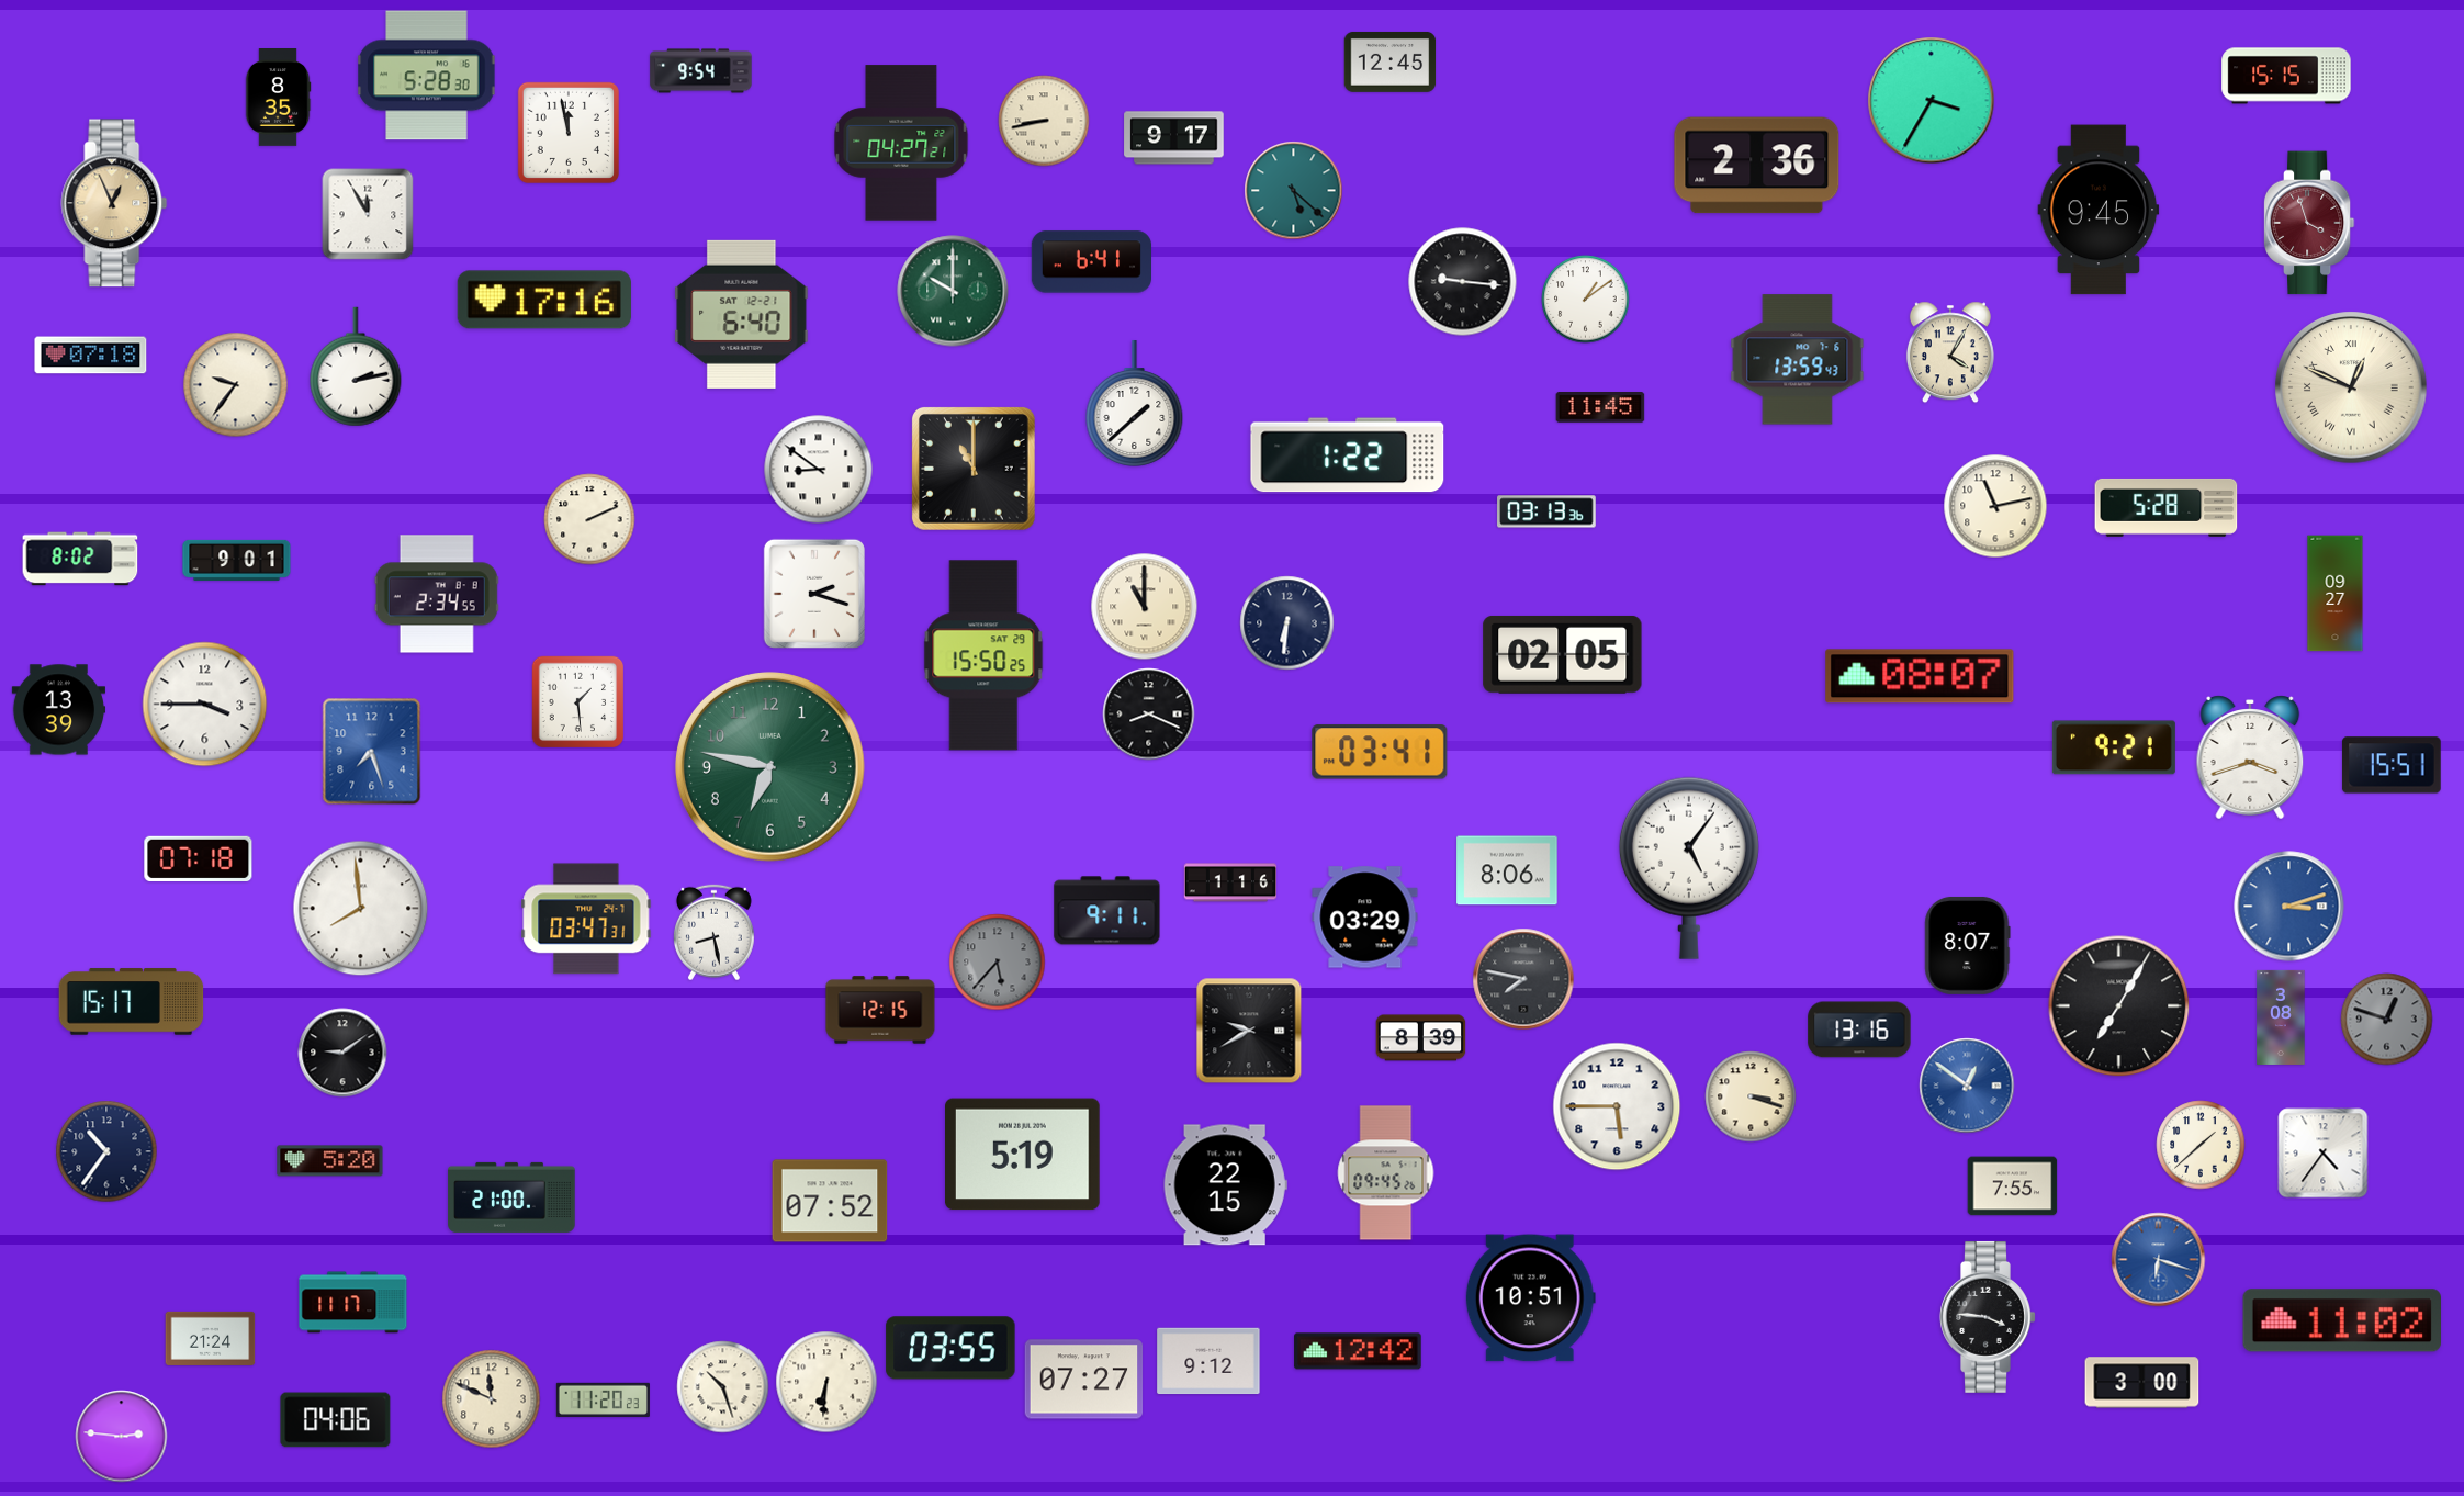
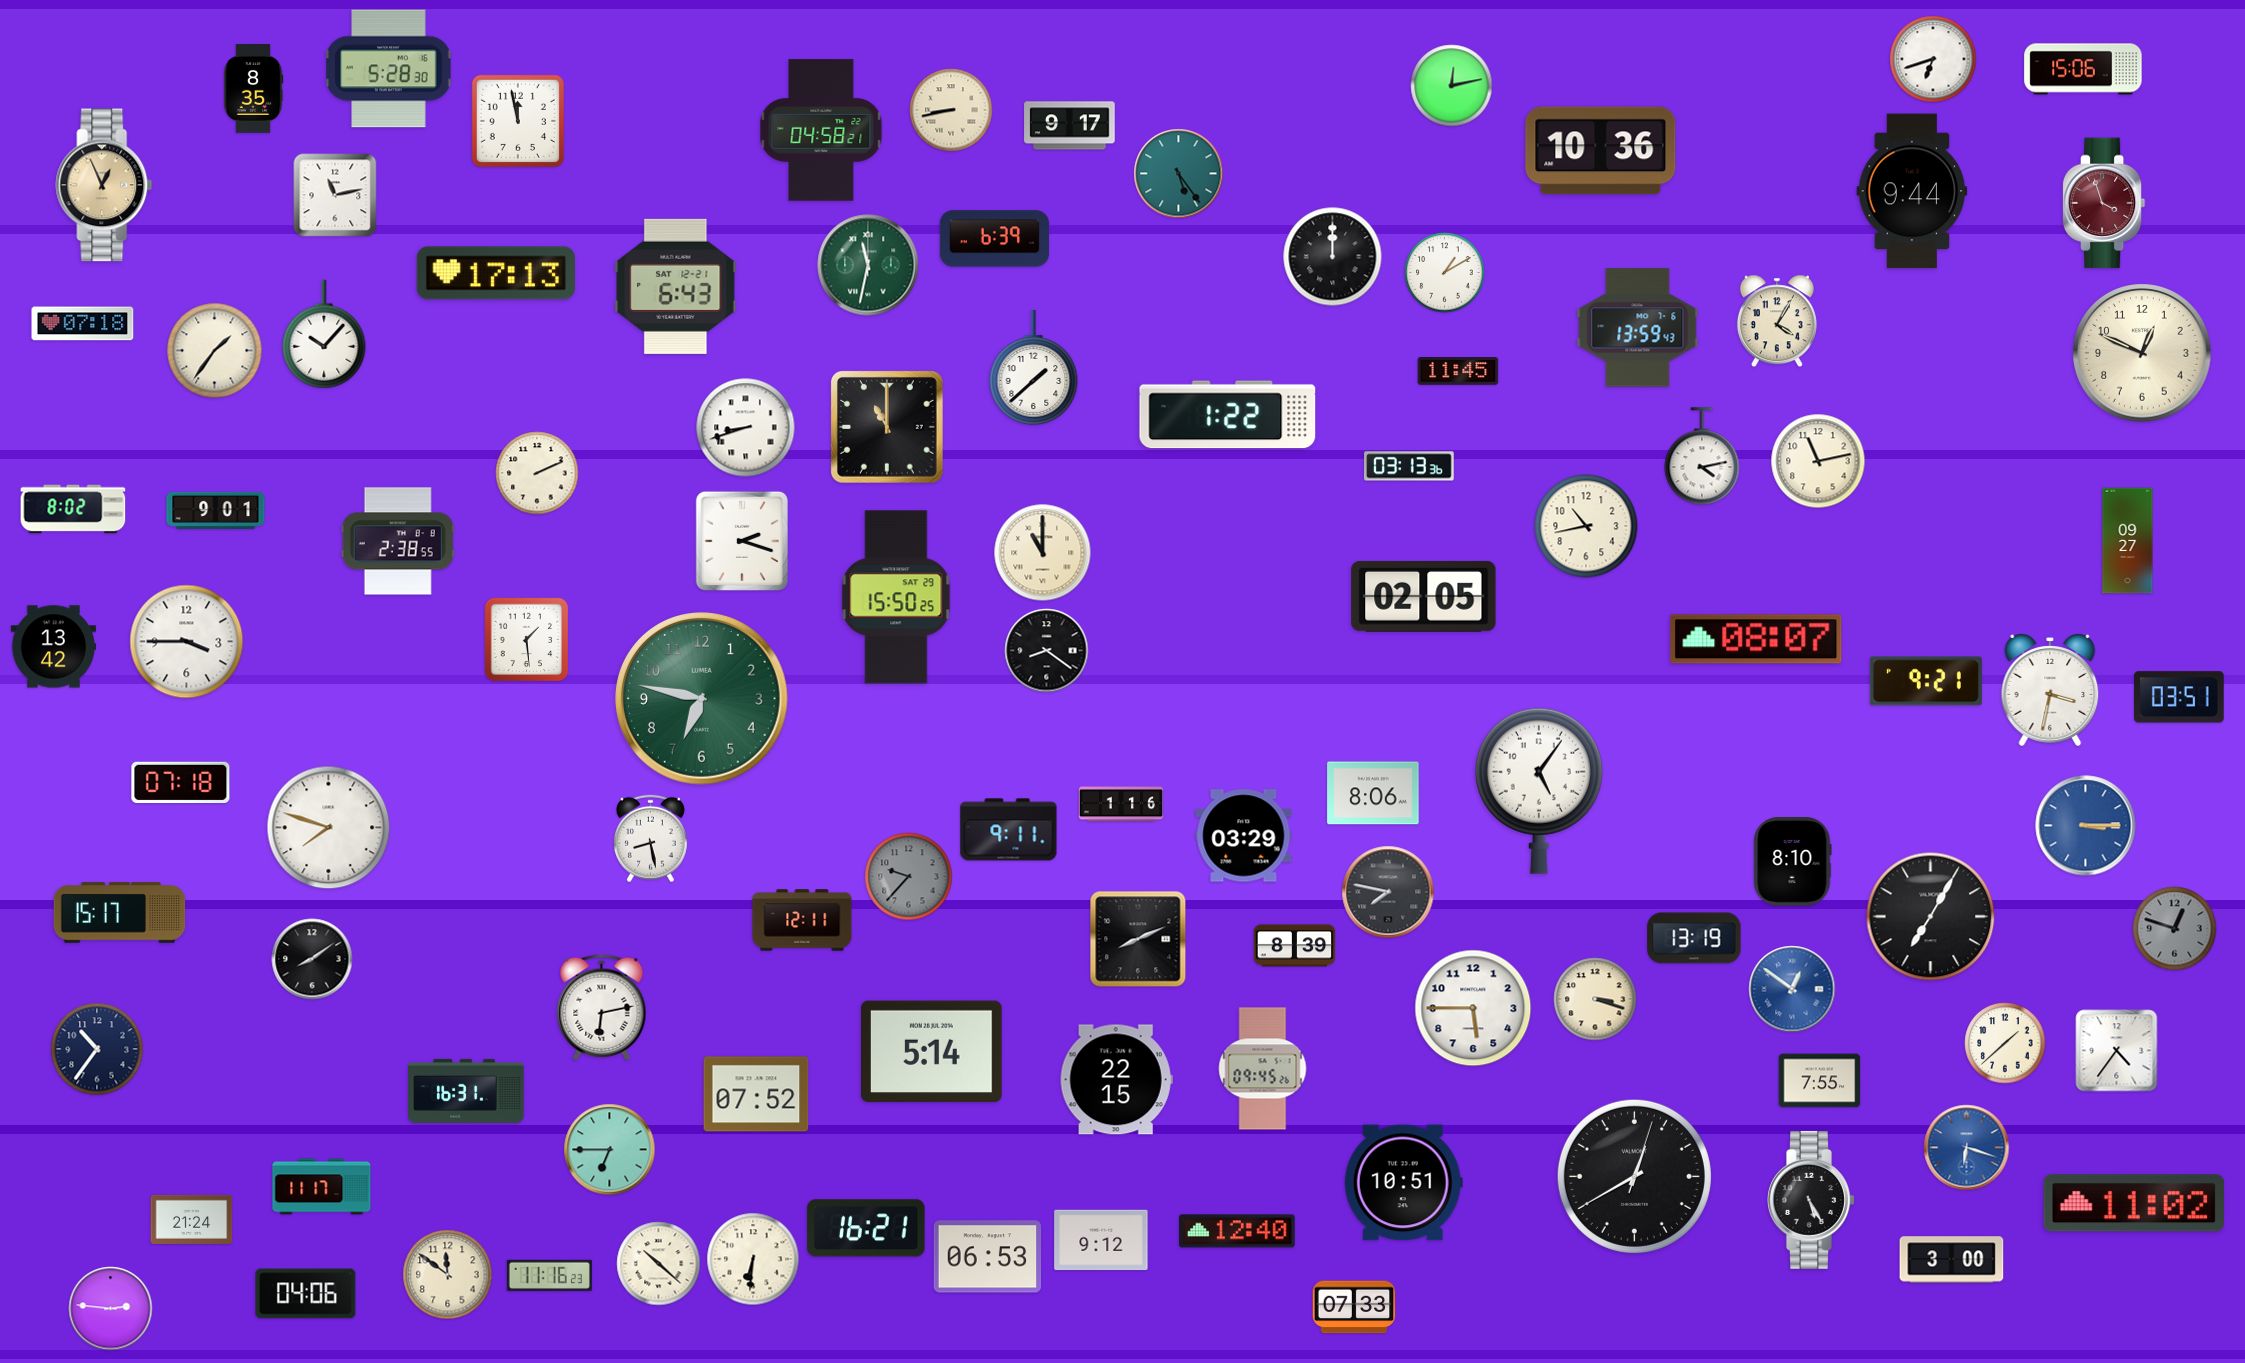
clock at (1391, 61): 12:45 -> none
clock at (1933, 59): none -> 6:42
clock at (701, 71): 9:54 -> none
clock at (2286, 76): 15:15 -> 15:06
clock at (1452, 86): none -> 12:13
clock at (1932, 101): 3:35 -> none
clock at (901, 143): 04:27 -> 04:58
clock at (1757, 166): 2:36 -> 10:36
clock at (1294, 191): 5:22 -> 5:24
clock at (2099, 210): 9:45 -> 9:44
clock at (368, 214): 11:55 -> 11:13
clock at (1091, 262): 6:41 -> 6:39
clock at (1463, 282): 9:16 -> 12:00
clock at (953, 291): 10:00 -> 11:32
clock at (544, 300): 17:16 -> 17:13
clock at (1586, 300): 1:09 -> 1:10
clock at (742, 314): 6:40 -> 6:43
clock at (356, 367): 2:13 -> 10:07
clock at (236, 385): 9:36 -> 1:36
clock at (2351, 387) numerals: Roman -> Arabic
clock at (819, 470): 8:51 -> 8:42
clock at (1702, 456): none -> 4:13
clock at (2167, 507): 5:28 -> none
clock at (1586, 526): none -> 10:43
clock at (437, 594): 2:34 -> 2:38
clock at (1287, 623): 6:31 -> none
clock at (1920, 676) position: (1920, 676) -> (1756, 639)
clock at (58, 710): 13:39 -> 13:42
clock at (1149, 715): 8:19 -> 8:21
clock at (372, 752): 7:27 -> none
clock at (1380, 752): 03:41 -> none
clock at (2250, 757): 3:42 -> 3:32
clock at (2392, 765): 15:51 -> 03:51
clock at (2289, 907): 3:12 -> 3:15
clock at (361, 909): 7:59 -> 7:48
clock at (586, 919): 03:47 -> none
clock at (713, 933) position: (713, 933) -> (650, 839)
clock at (1968, 945): 8:07 -> 8:10
clock at (998, 963): 5:37 -> 9:37
clock at (880, 1010): 12:15 -> 12:11
clock at (2281, 1017): 3:08 -> none
clock at (1859, 1030): 13:16 -> 13:19
clock at (1249, 1031): 9:40 -> 8:11
clock at (342, 1053): 9:09 -> 8:09
clock at (602, 1008): none -> 6:13
clock at (1023, 1155): 5:19 -> 5:14
clock at (330, 1161): 5:20 -> none
clock at (2013, 1186) position: (2013, 1186) -> (1820, 1081)
clock at (511, 1197): 21:00 -> 16:31
clock at (610, 1150): none -> 6:45
clock at (1634, 1176): none -> 12:40
clock at (1530, 1298) position: (1530, 1298) -> (1403, 1183)
clock at (1988, 1317): 3:46 -> 5:25
clock at (950, 1348): 03:55 -> 16:21
clock at (1358, 1351): 12:42 -> 12:40
clock at (1084, 1380): 07:27 -> 06:53
clock at (723, 1387): 10:27 -> 10:22
clock at (492, 1399): 11:49 -> 11:51
clock at (603, 1399): 11:20 -> 11:16
clock at (1354, 1307): none -> 07:33
